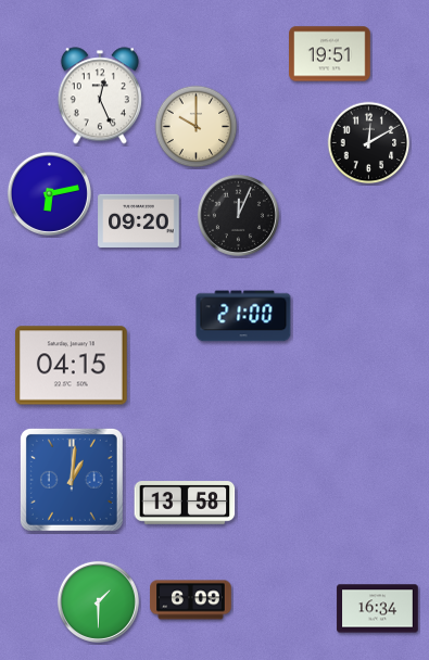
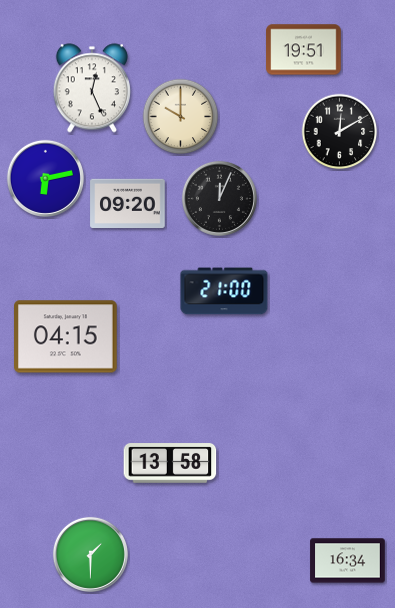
clock at (72, 480): 1:01 -> none
clock at (191, 600): 6:09 -> none
